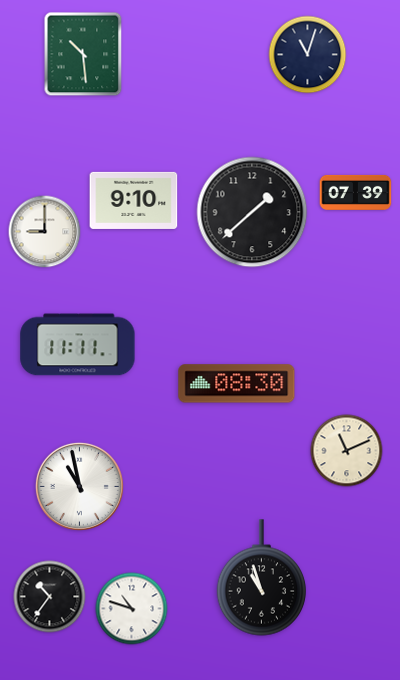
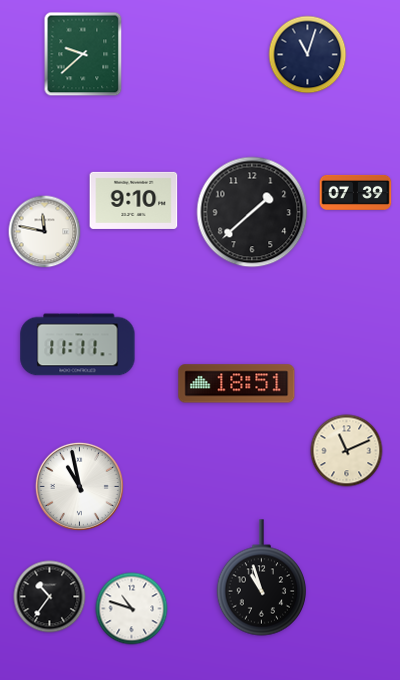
clock at (83, 54): 10:29 -> 9:38
clock at (45, 232): 9:00 -> 11:47
clock at (237, 384): 08:30 -> 18:51
